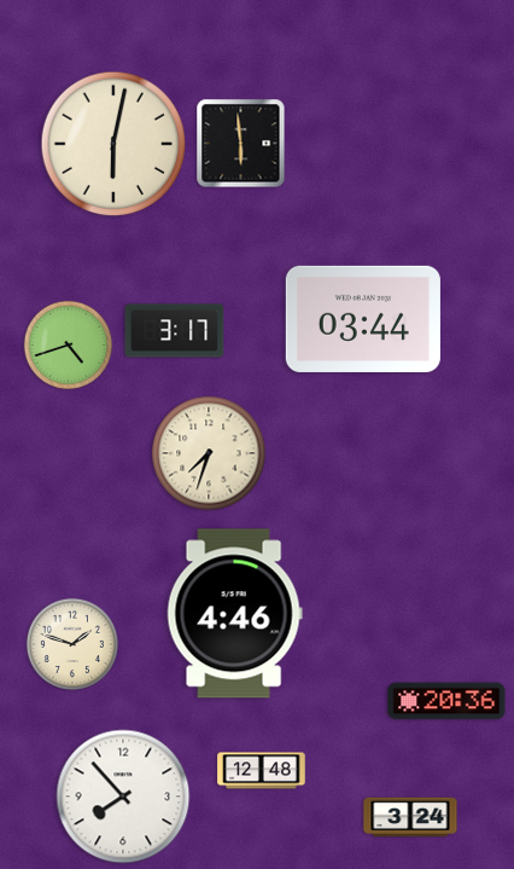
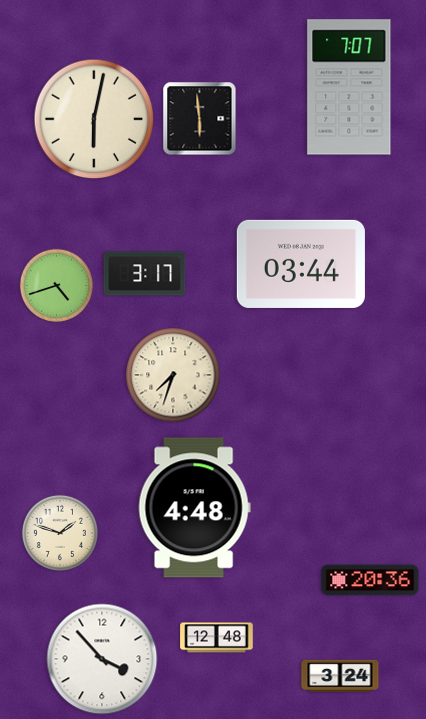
clock at (349, 87): none -> 7:07
clock at (234, 614): 4:46 -> 4:48
clock at (123, 796): 7:53 -> 3:53
